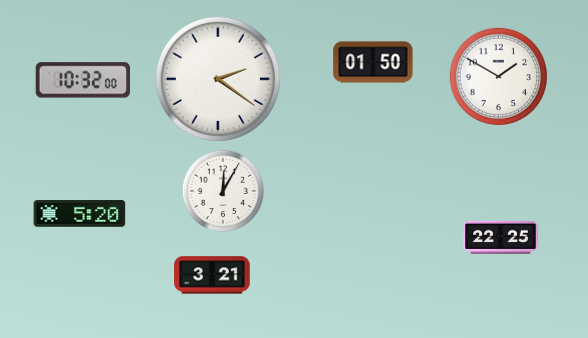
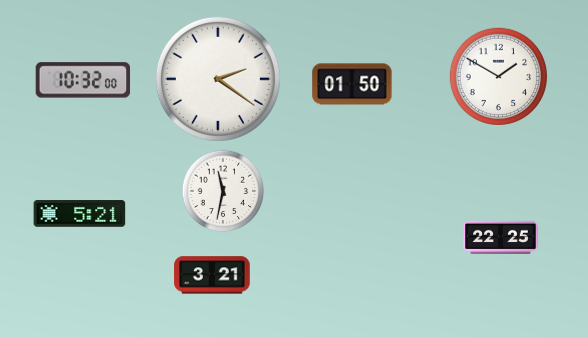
clock at (373, 62) position: (373, 62) -> (352, 84)
clock at (223, 191): 12:05 -> 11:32
clock at (80, 214): 5:20 -> 5:21
